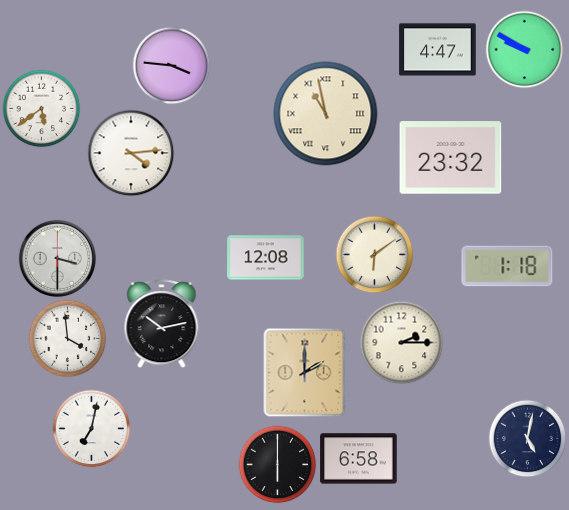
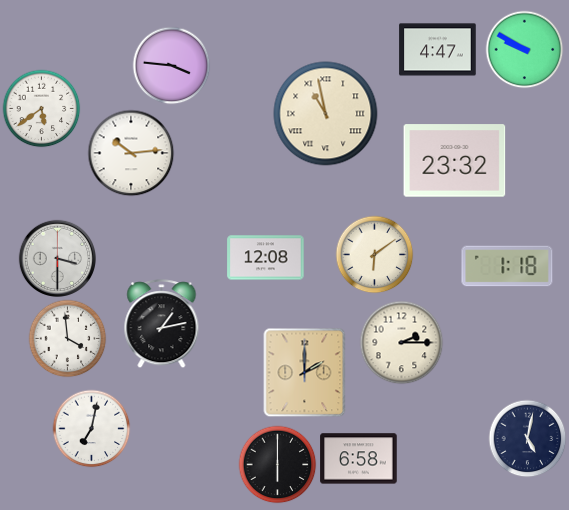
clock at (131, 153): 4:14 -> 10:14
clock at (451, 158) position: (451, 158) -> (455, 161)
clock at (162, 324): 10:13 -> 1:13
